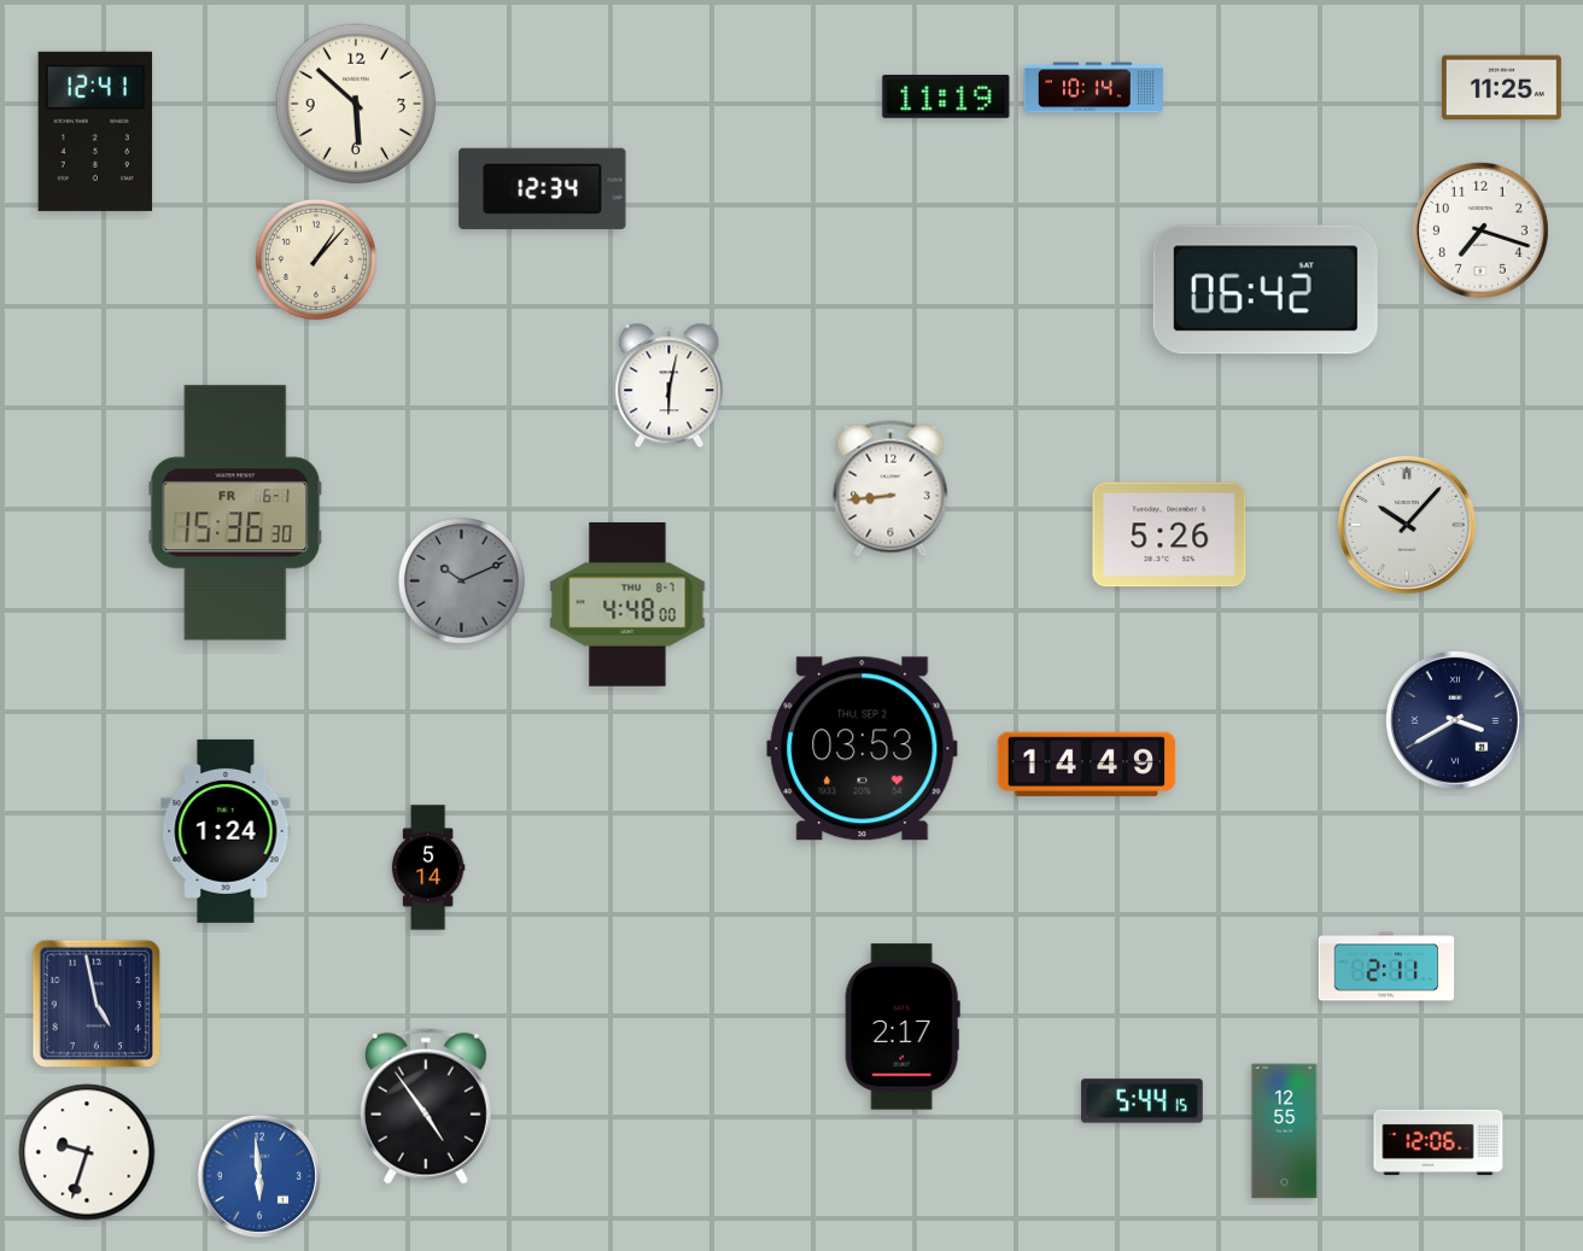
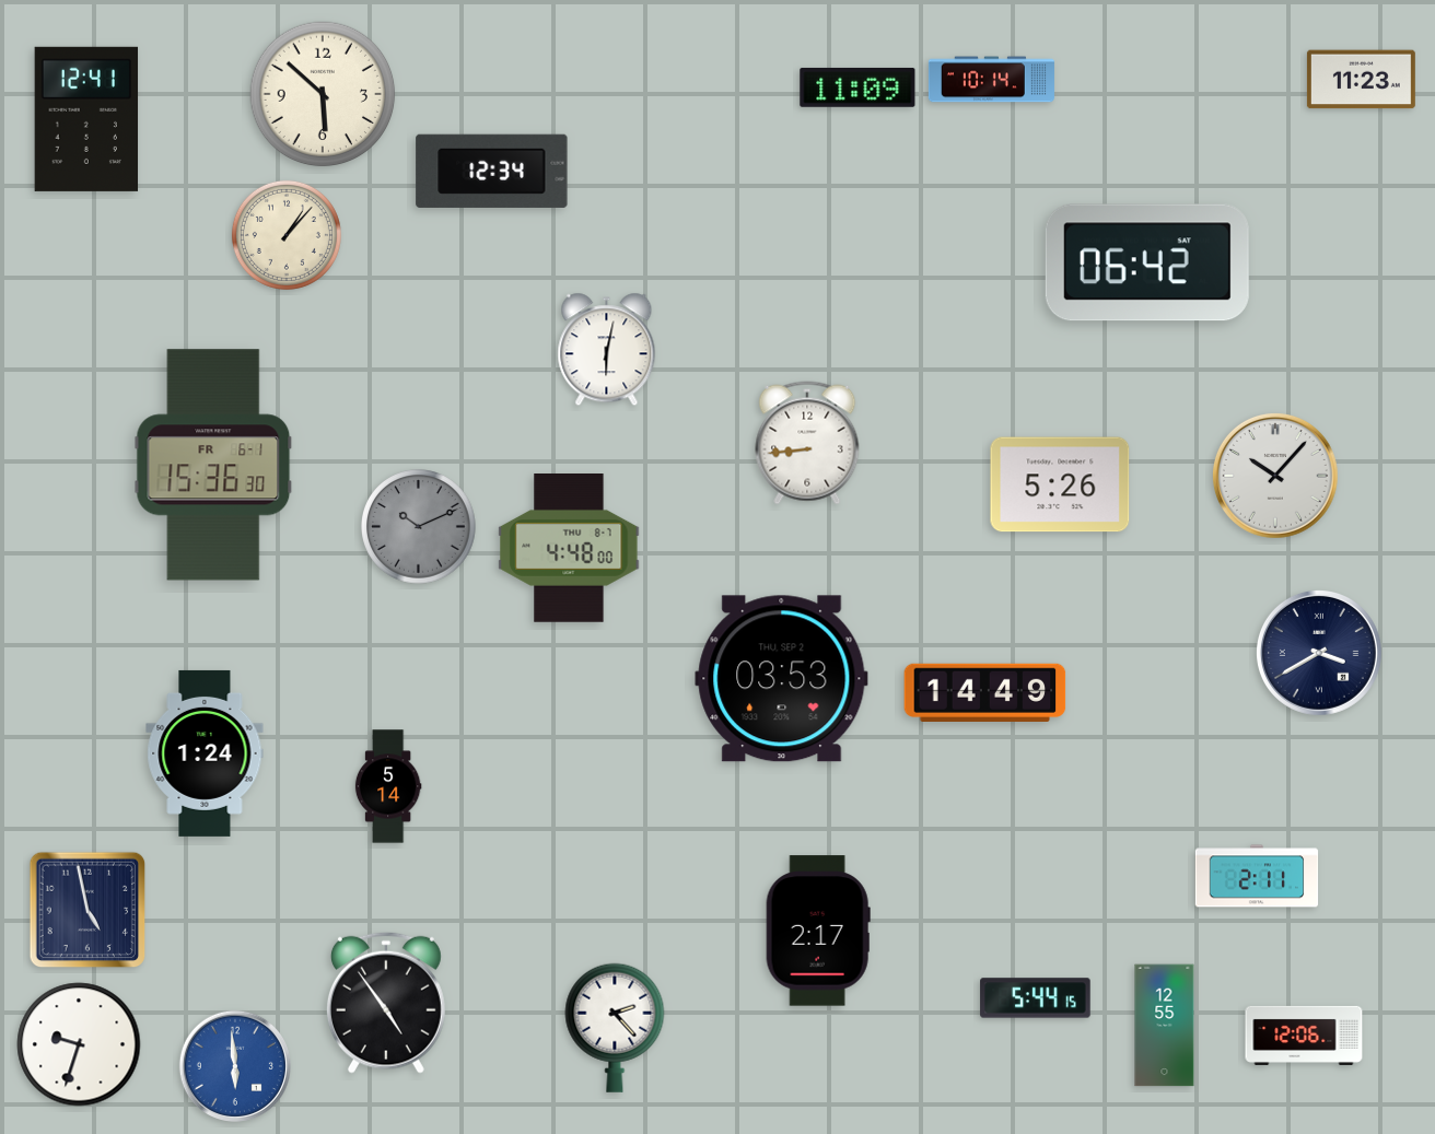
clock at (1501, 88): 11:25 -> 11:23
clock at (946, 97): 11:19 -> 11:09
clock at (1480, 230): 7:18 -> none
clock at (615, 1028): none -> 2:23
